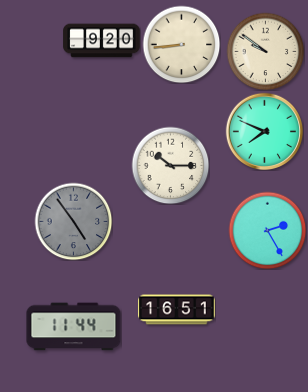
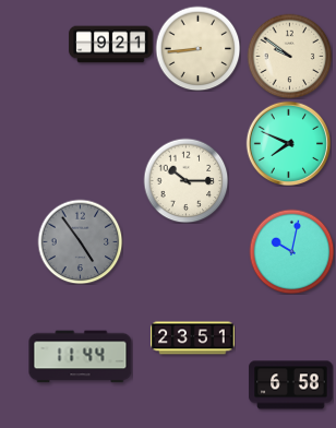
clock at (102, 41): 9:20 -> 9:21
clock at (267, 230): 2:25 -> 10:02
clock at (177, 310): 16:51 -> 23:51
clock at (291, 385): none -> 6:58
